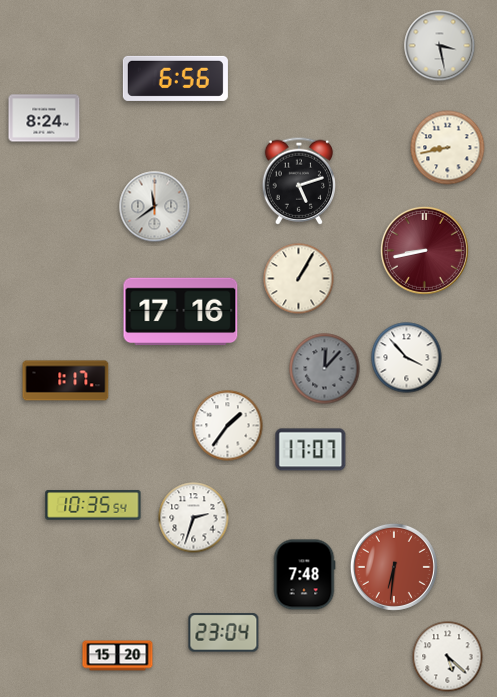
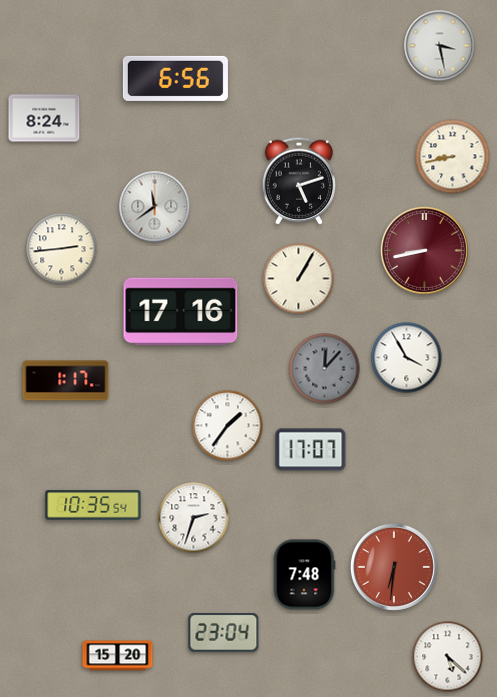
clock at (448, 148) position: (448, 148) -> (453, 157)
clock at (62, 249): none -> 2:44
clock at (407, 358): 3:53 -> 3:55
